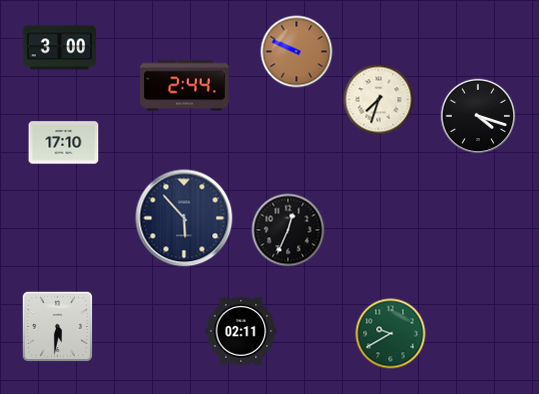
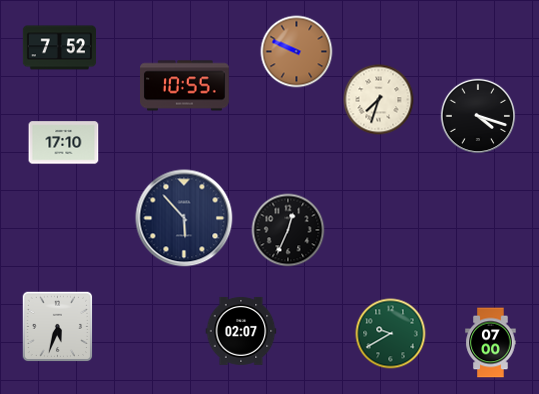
clock at (59, 48): 3:00 -> 7:52
clock at (185, 86): 2:44 -> 10:55
clock at (58, 327): 5:31 -> 5:33
clock at (241, 331): 02:11 -> 02:07
clock at (491, 343): none -> 07:00
